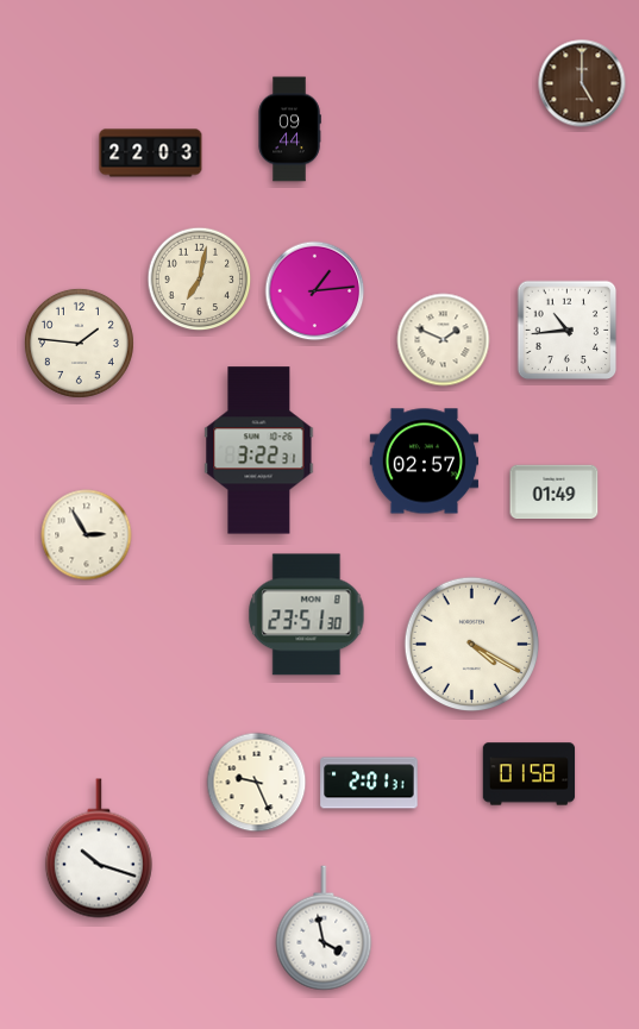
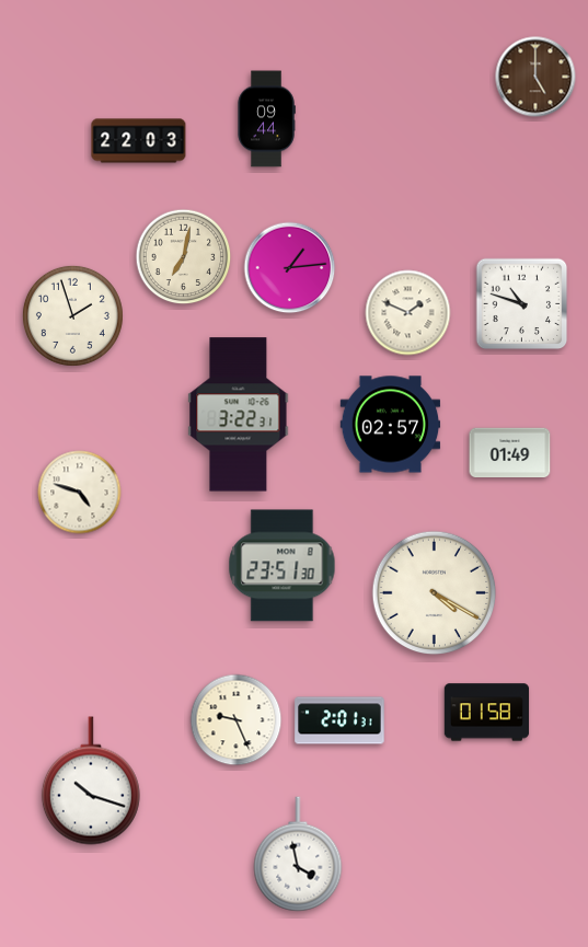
clock at (568, 331): 10:44 -> 10:48
clock at (79, 343): 1:46 -> 1:57
clock at (87, 535): 2:55 -> 4:48
